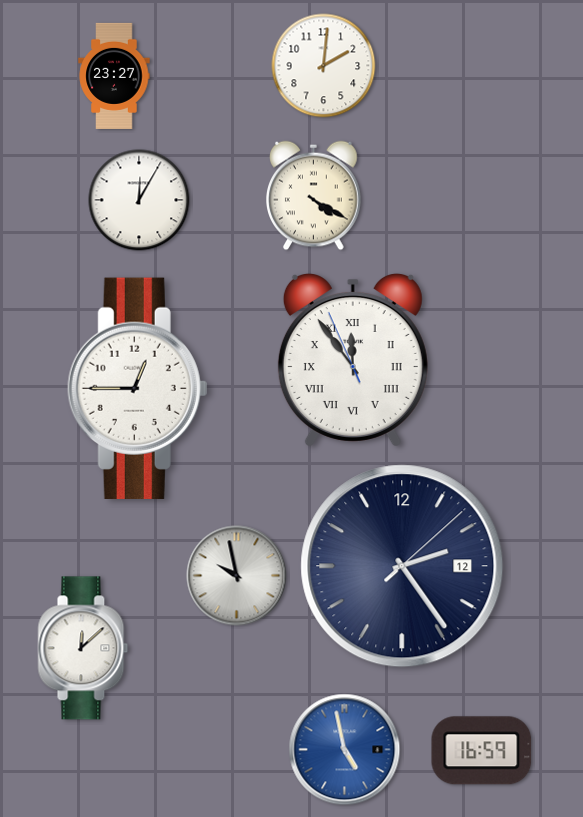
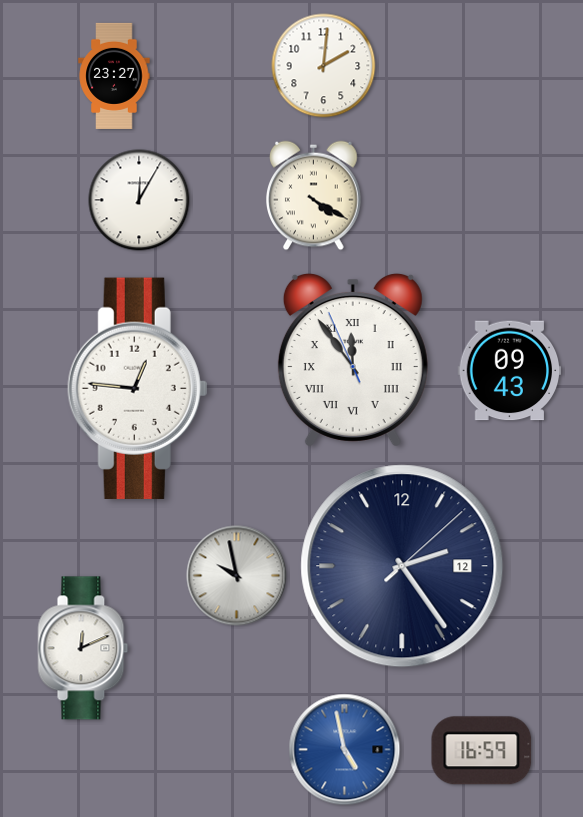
clock at (510, 371): none -> 09:43
clock at (138, 388): 12:45 -> 12:46
clock at (83, 648): 12:08 -> 12:11
